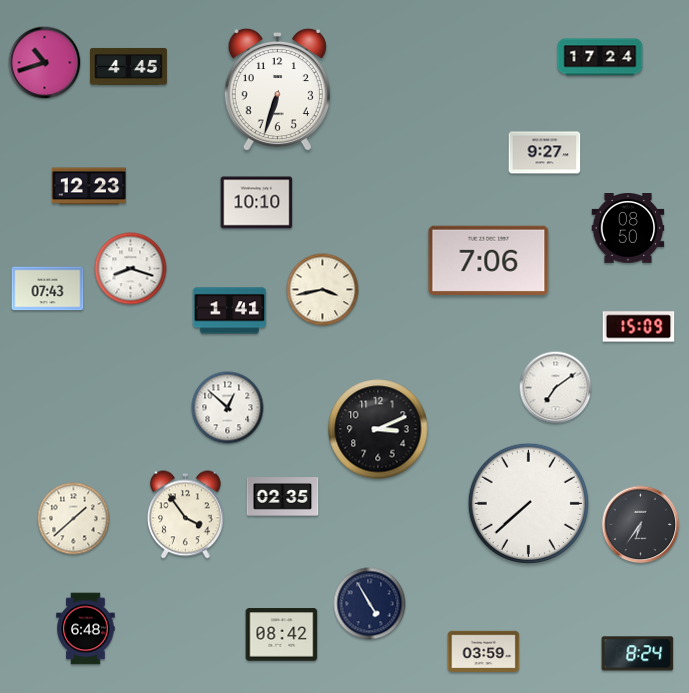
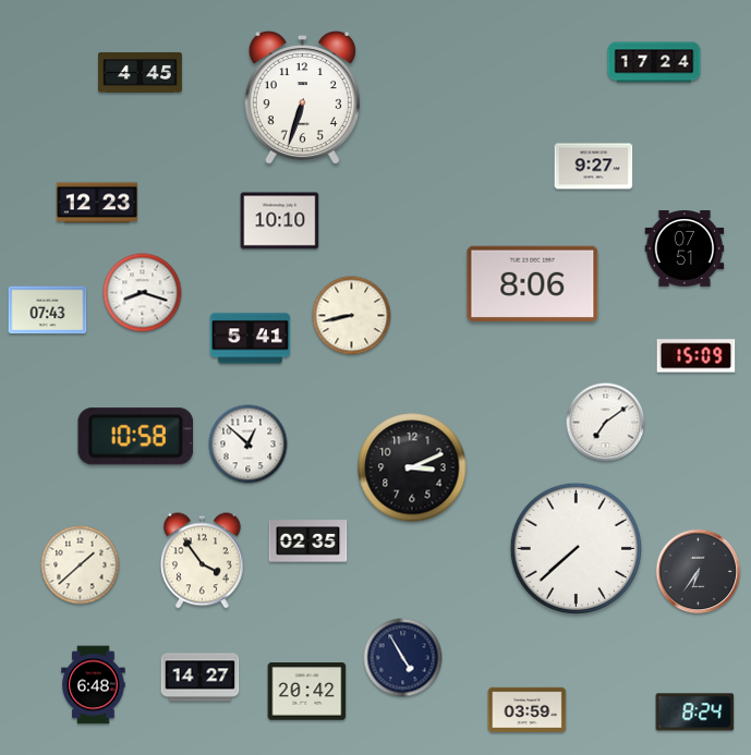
clock at (45, 63): 10:42 -> none
clock at (628, 228): 08:50 -> 07:51
clock at (489, 260): 7:06 -> 8:06
clock at (48, 289) position: (48, 289) -> (48, 310)
clock at (323, 290): 3:43 -> 8:43
clock at (230, 311): 1:41 -> 5:41
clock at (135, 437): none -> 10:58
clock at (201, 678): none -> 14:27
clock at (282, 635): 08:42 -> 20:42
